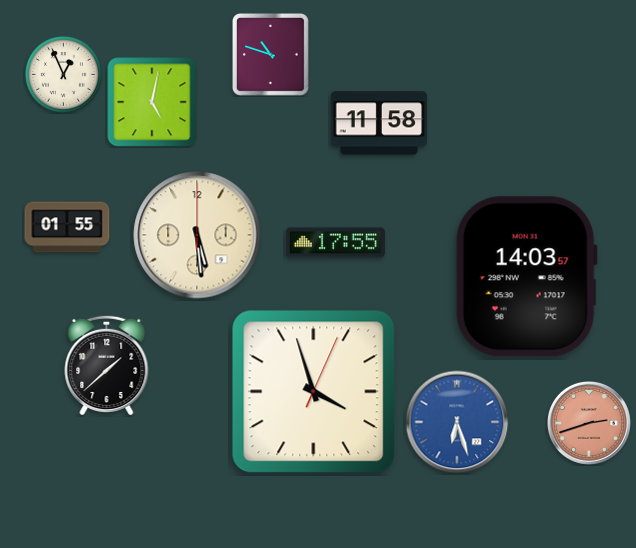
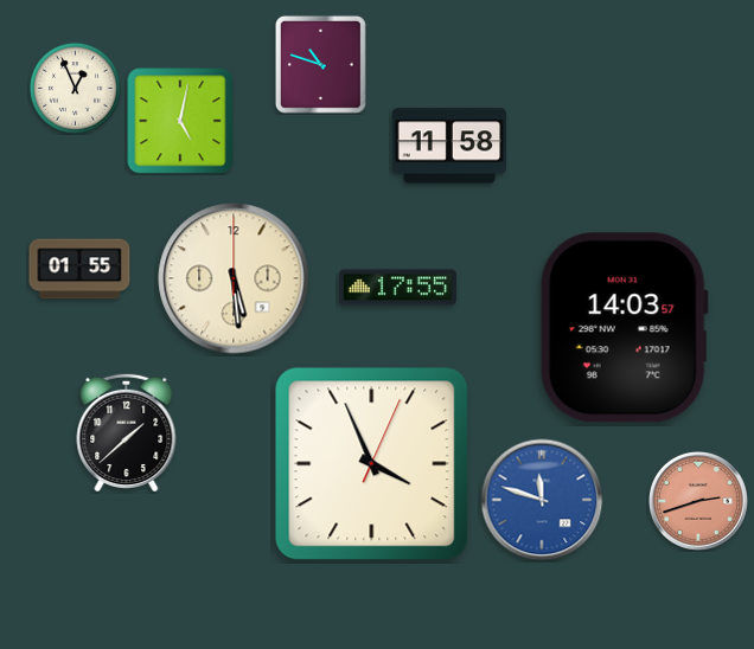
clock at (314, 392): 3:57 -> 3:56
clock at (457, 422): 6:27 -> 11:48
